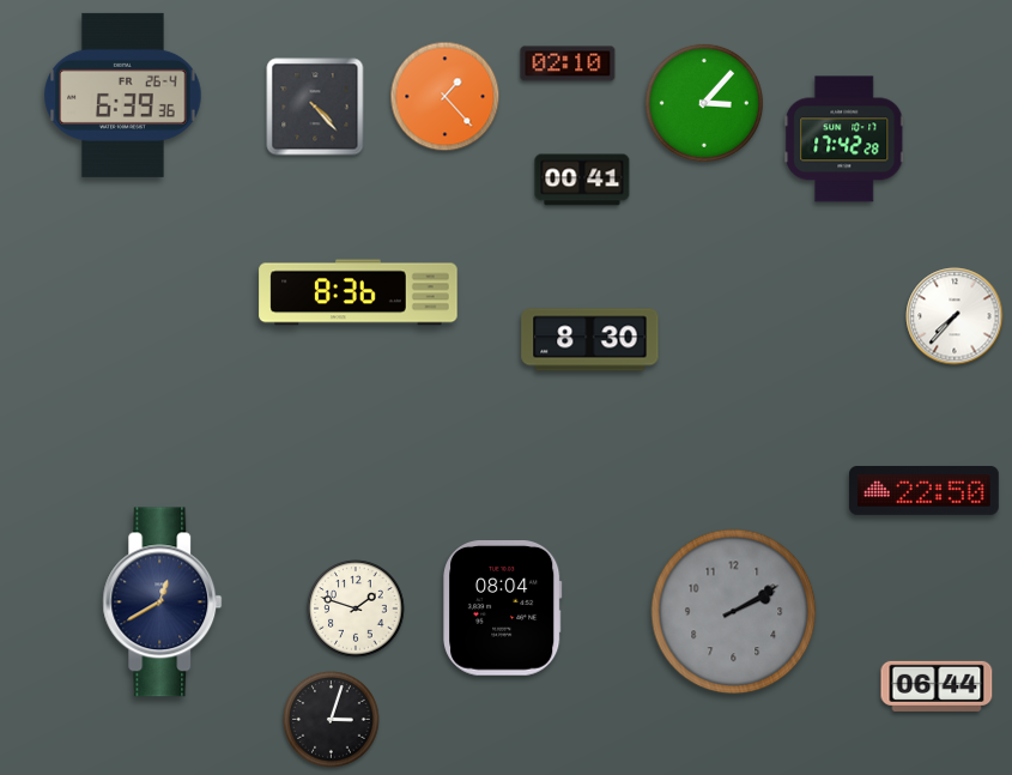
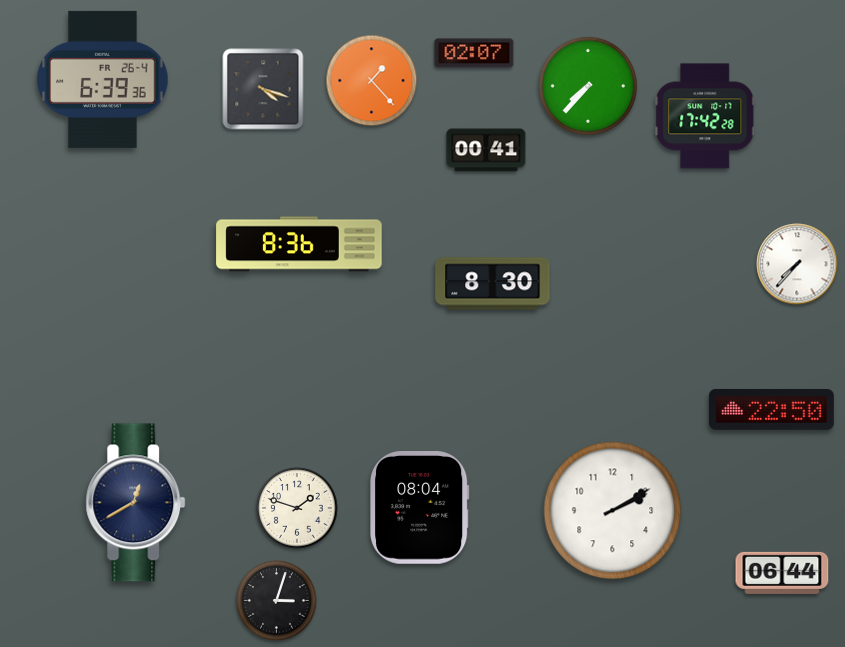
clock at (568, 63): 02:10 -> 02:07
clock at (704, 103): 3:07 -> 7:37
clock at (315, 107): 4:23 -> 4:18
clock at (734, 612) dial: grey -> white
